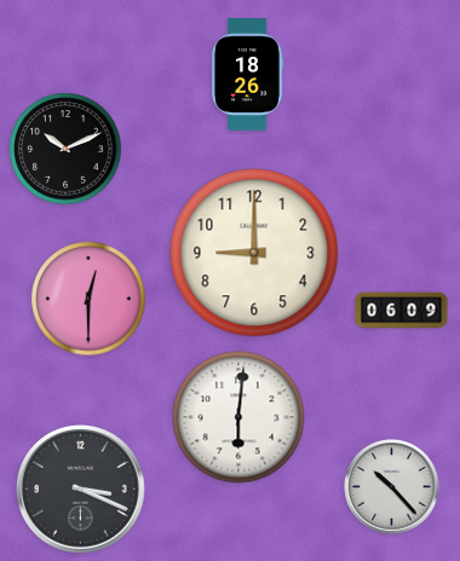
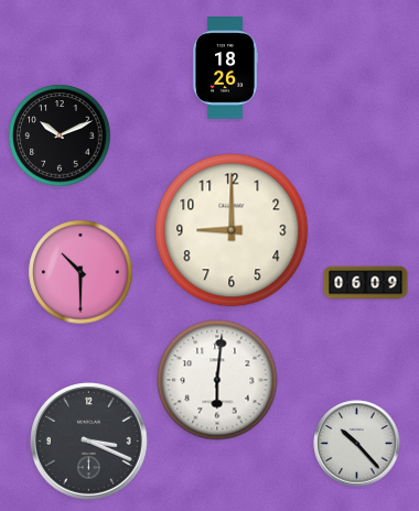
clock at (88, 299): 12:30 -> 10:30
clock at (81, 490) position: (81, 490) -> (89, 442)
